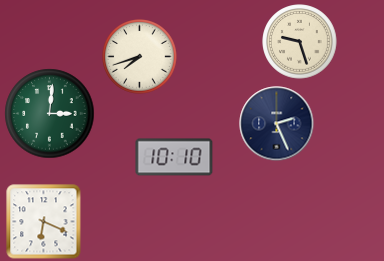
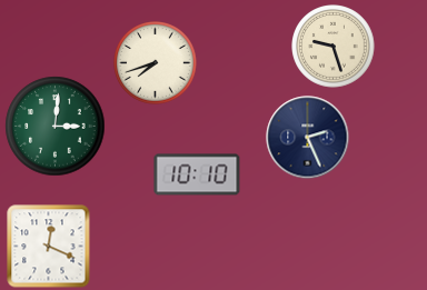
clock at (174, 157) position: (174, 157) -> (197, 174)
clock at (44, 222): 6:19 -> 12:19
